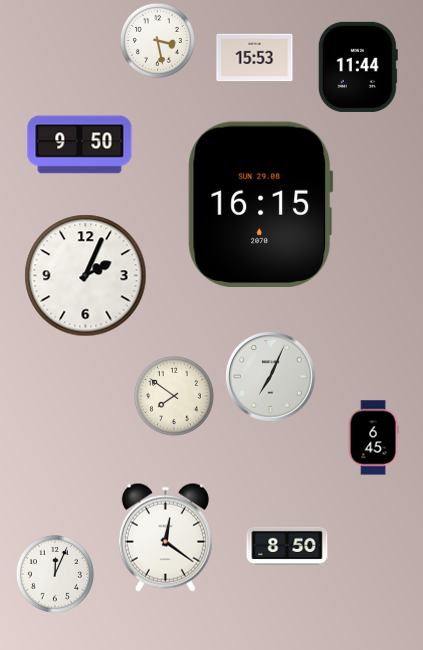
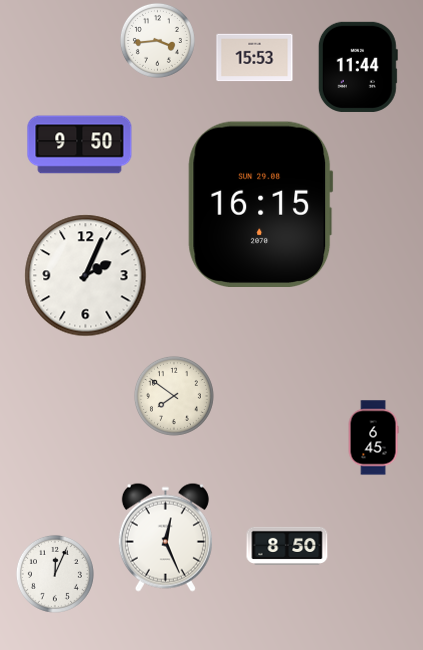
clock at (157, 40): 3:28 -> 3:44
clock at (271, 377): 7:04 -> none
clock at (165, 537): 12:21 -> 12:26
